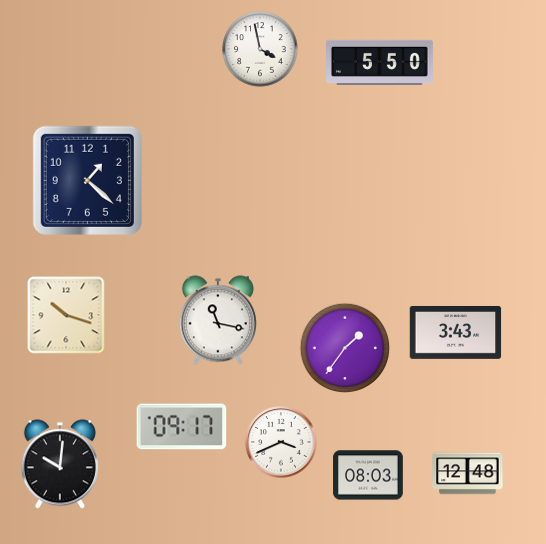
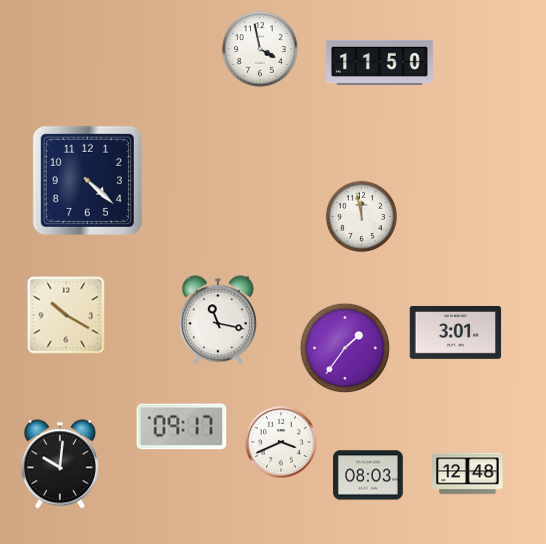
clock at (380, 62): 5:50 -> 11:50
clock at (87, 180): 1:22 -> 4:22
clock at (361, 216): none -> 11:58
clock at (66, 315): 10:18 -> 10:20
clock at (456, 332): 3:43 -> 3:01
